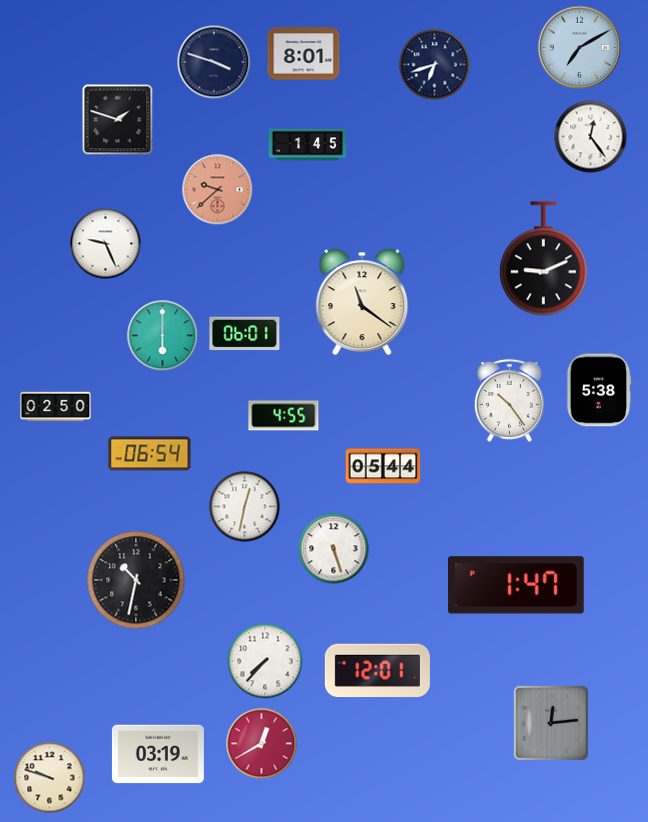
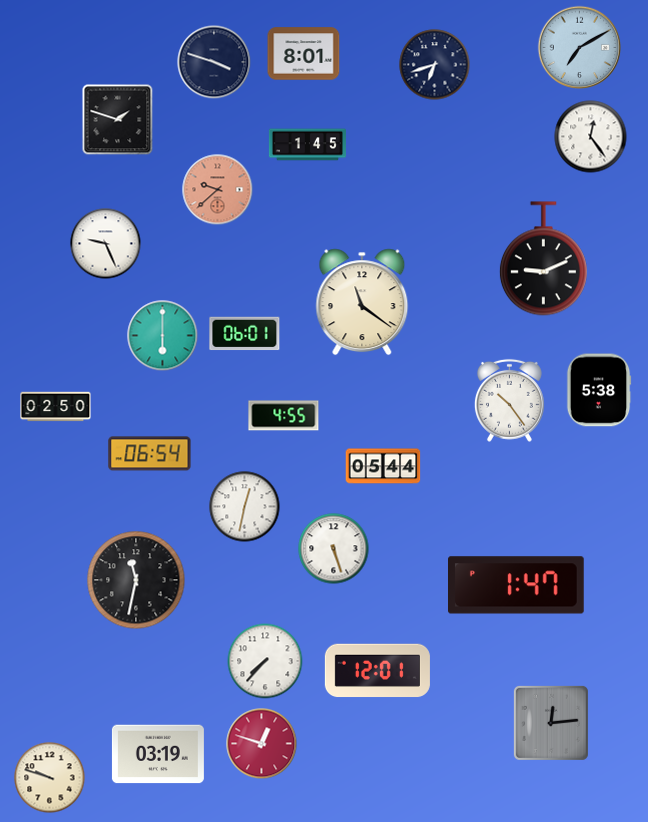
clock at (136, 580): 10:32 -> 11:32
clock at (262, 744): 12:40 -> 12:48
